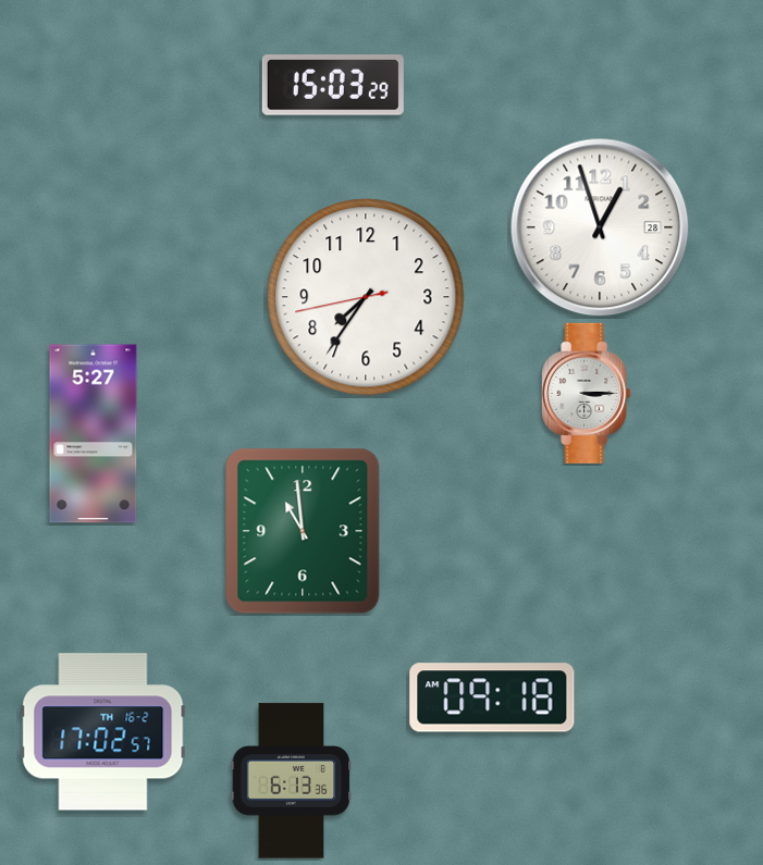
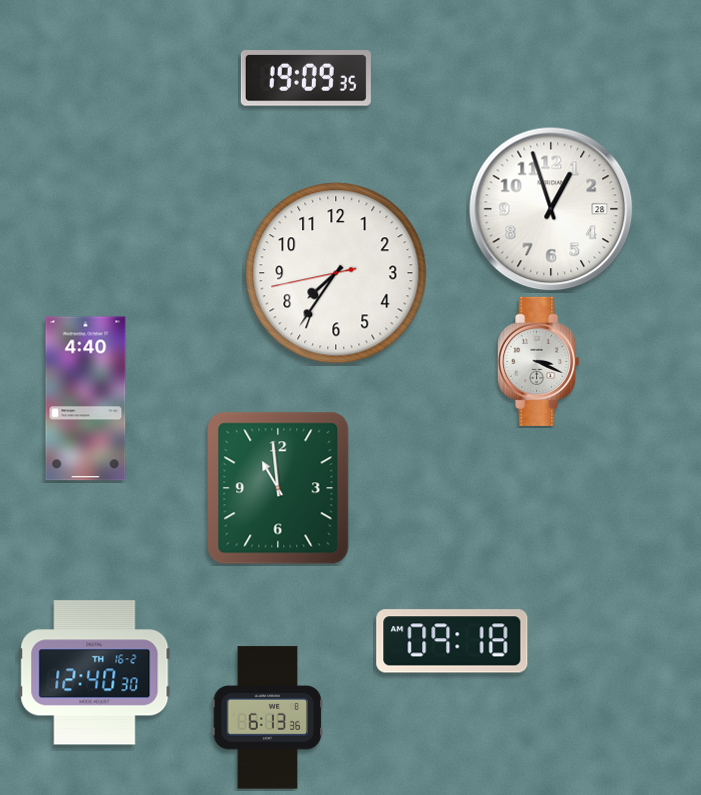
clock at (333, 85): 15:03 -> 19:09
clock at (587, 393): 3:15 -> 3:19
clock at (94, 434): 5:27 -> 4:40
clock at (103, 732): 17:02 -> 12:40
